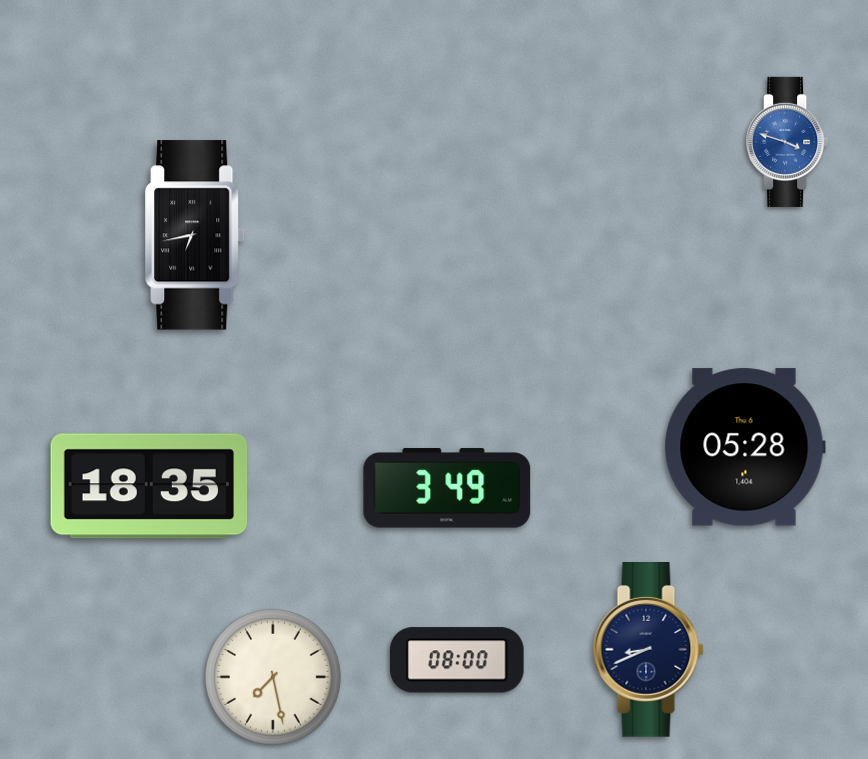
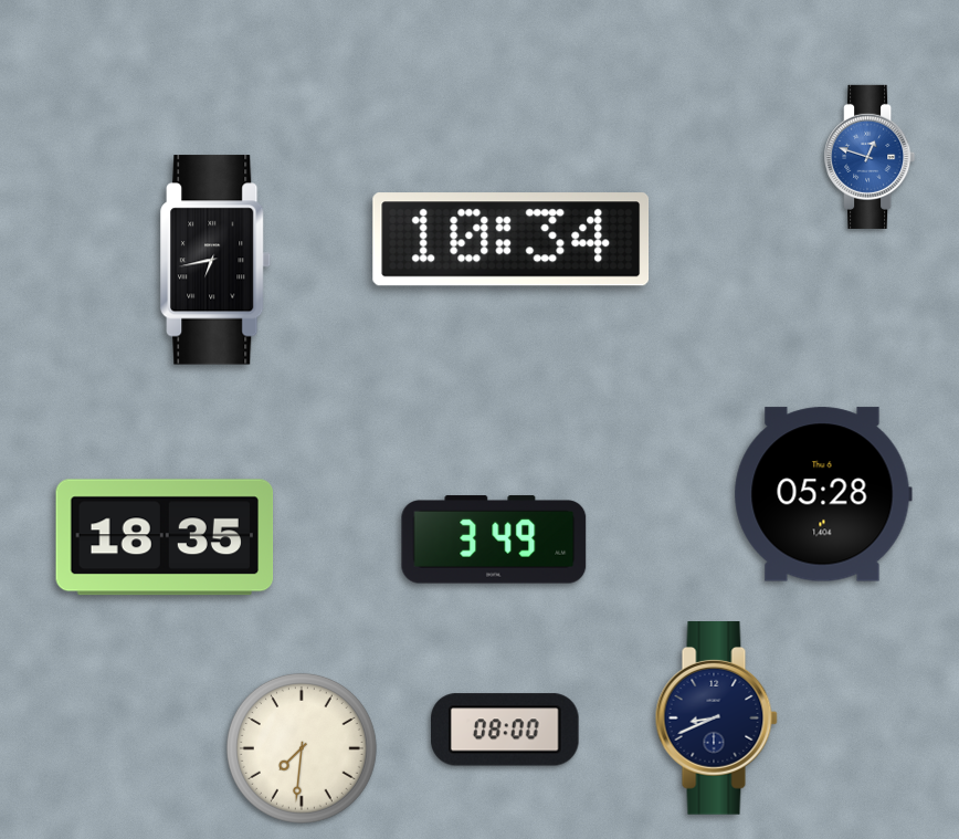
clock at (787, 142): 3:48 -> 12:48
clock at (512, 240): none -> 10:34
clock at (273, 677): 7:28 -> 7:31
